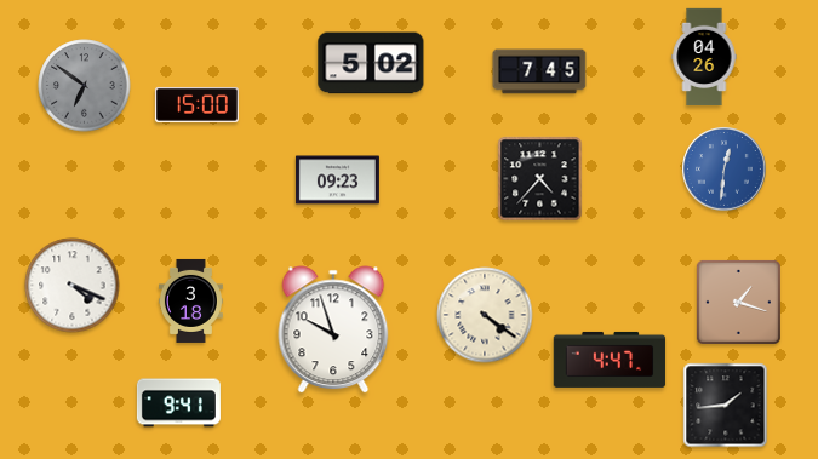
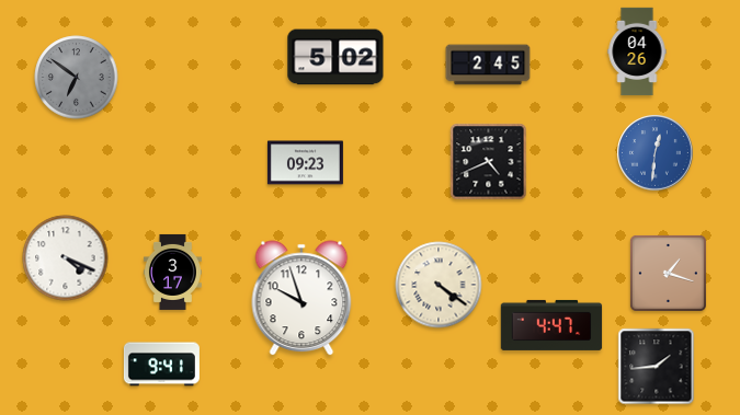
clock at (539, 71): 7:45 -> 2:45
clock at (196, 104): 15:00 -> none
clock at (540, 179): 4:37 -> 4:41
clock at (190, 300): 3:18 -> 3:17
